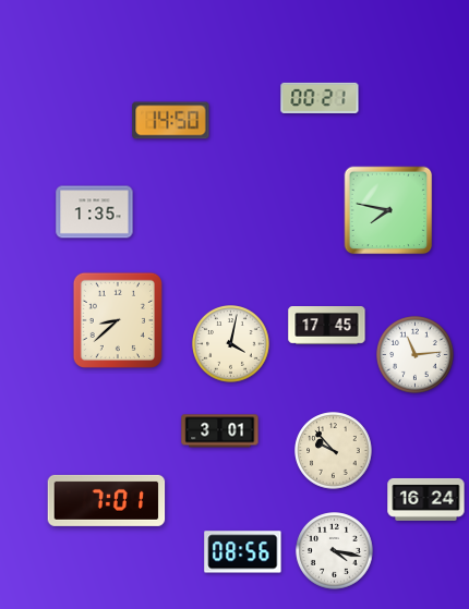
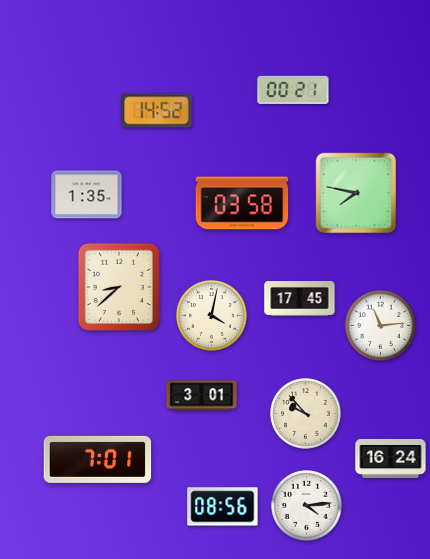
clock at (171, 121): 14:50 -> 14:52
clock at (242, 203): none -> 03:58
clock at (118, 320) position: (118, 320) -> (119, 287)
clock at (335, 551): 4:17 -> 4:14
